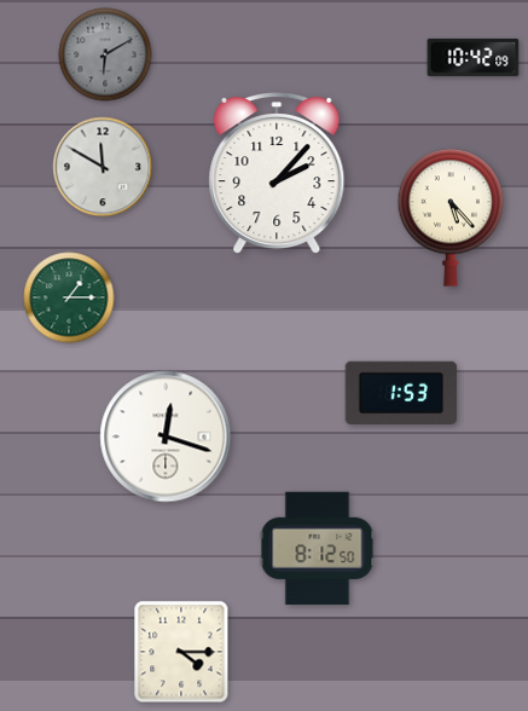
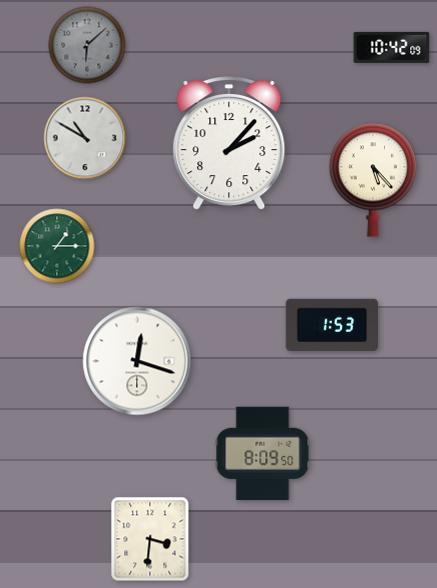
clock at (105, 54): 6:10 -> 6:08
clock at (103, 167): 11:50 -> 10:50
clock at (318, 549): 8:12 -> 8:09
clock at (181, 652): 4:15 -> 3:31
